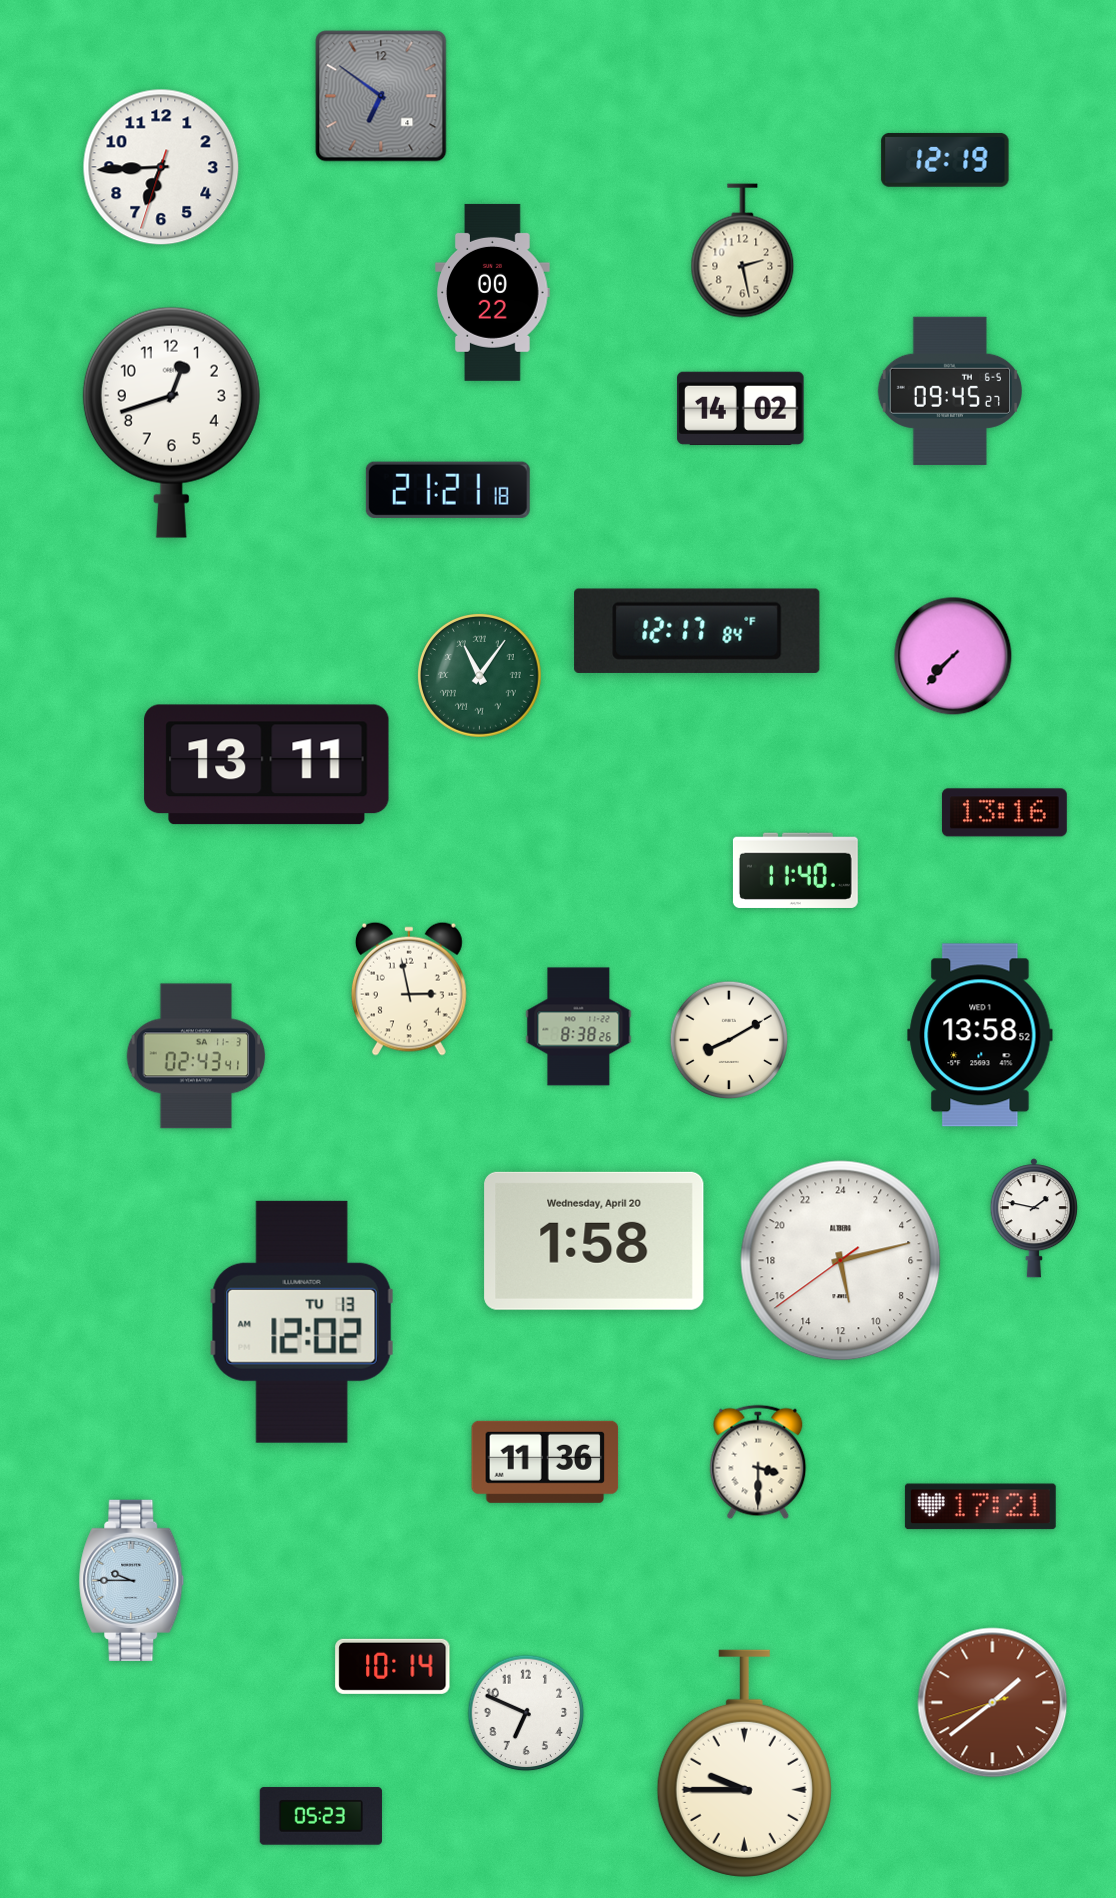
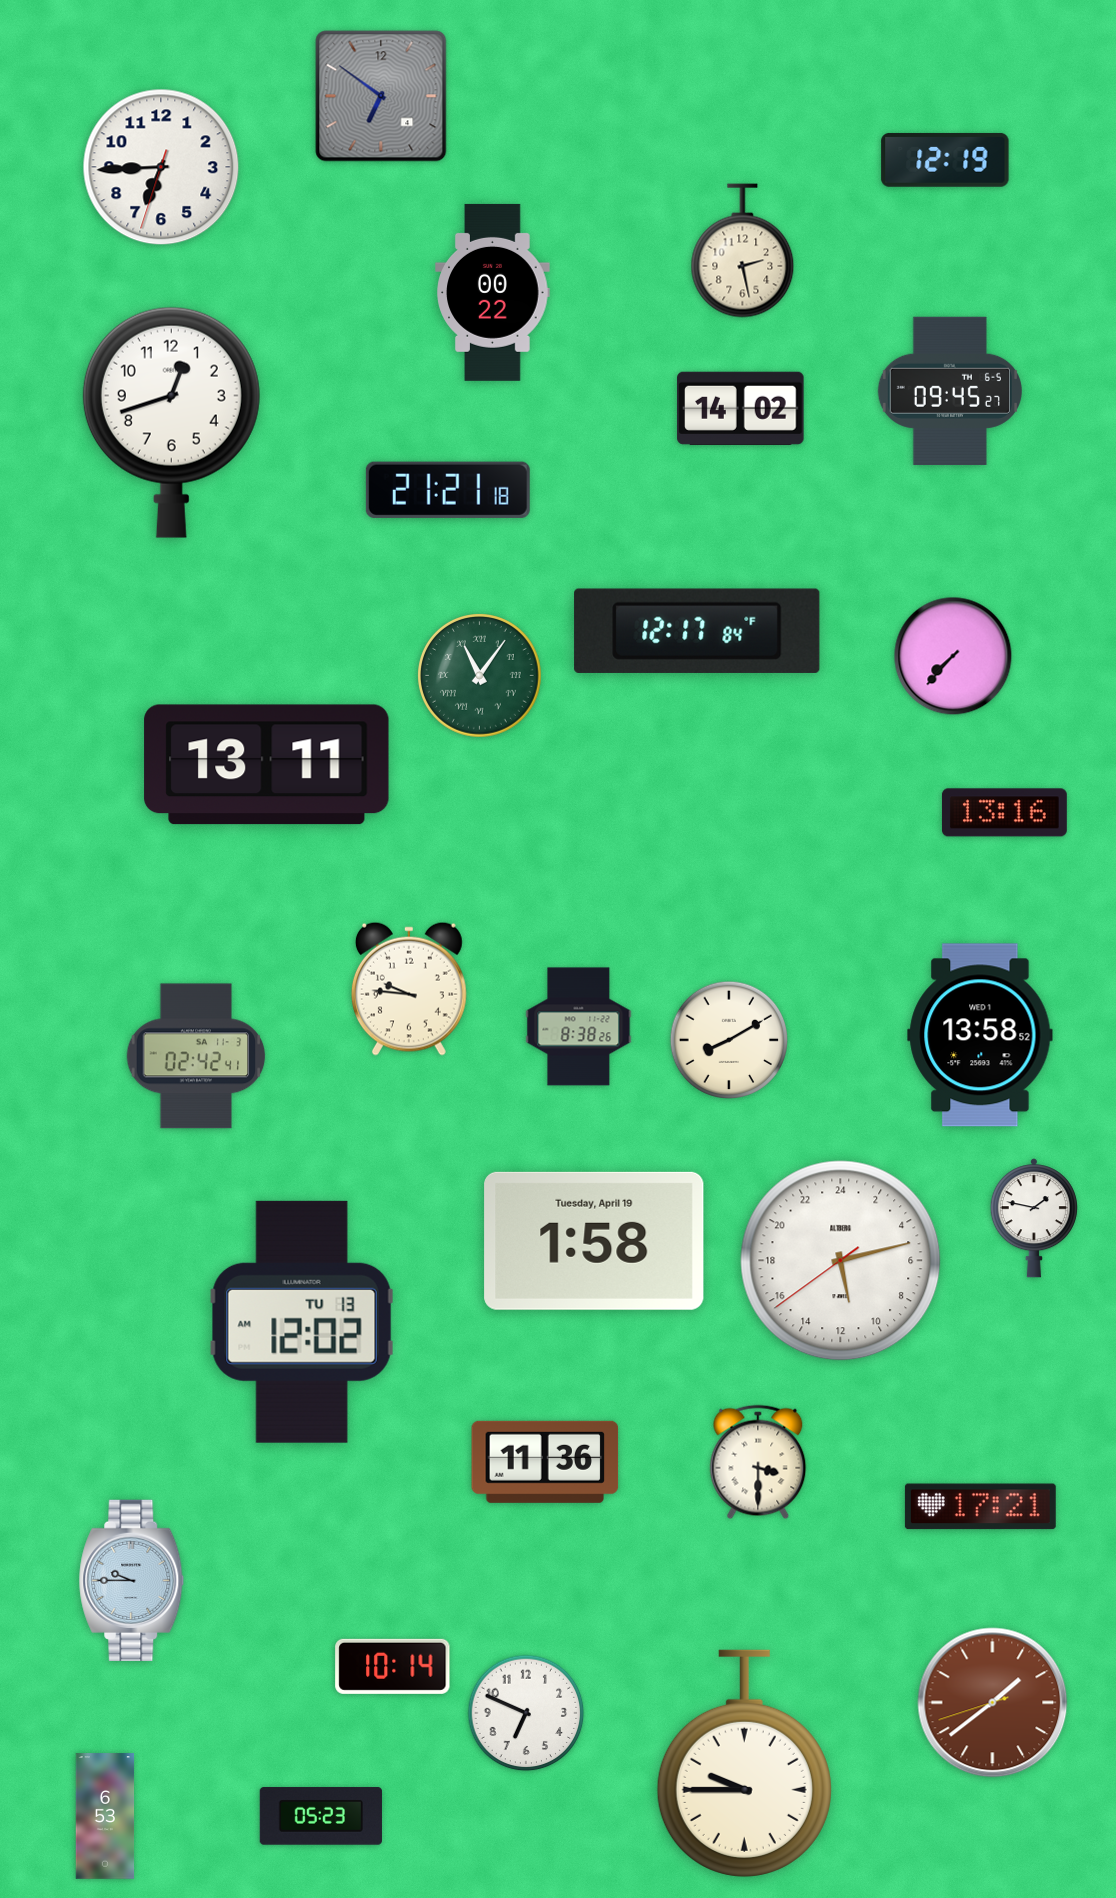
clock at (795, 870): 11:40 -> none
clock at (409, 989): 2:58 -> 9:46
clock at (196, 1056): 02:43 -> 02:42
clock at (594, 1241) date: Wednesday, April 20 -> Tuesday, April 19
clock at (105, 1816): none -> 6:53
